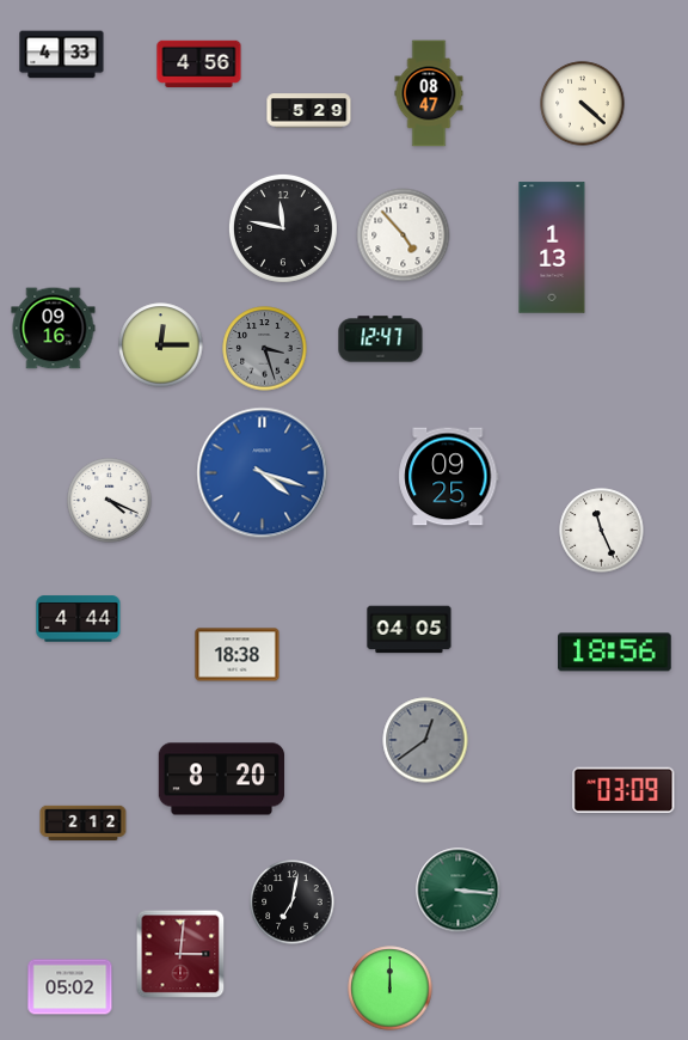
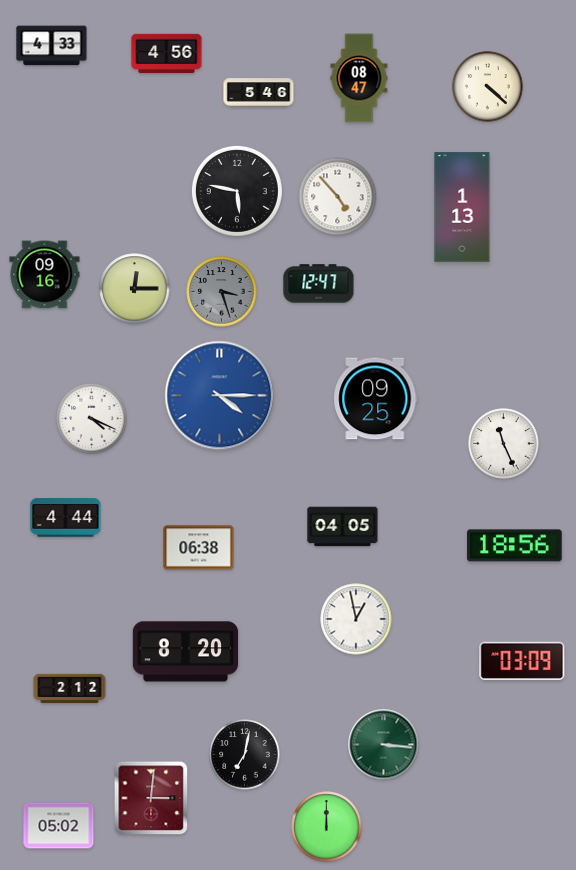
clock at (309, 111): 5:29 -> 5:46
clock at (283, 228): 11:47 -> 5:47
clock at (263, 473): 4:18 -> 4:15
clock at (238, 655): 18:38 -> 06:38
clock at (425, 740): 12:39 -> 12:58
clock at (425, 740) dial: grey -> white
